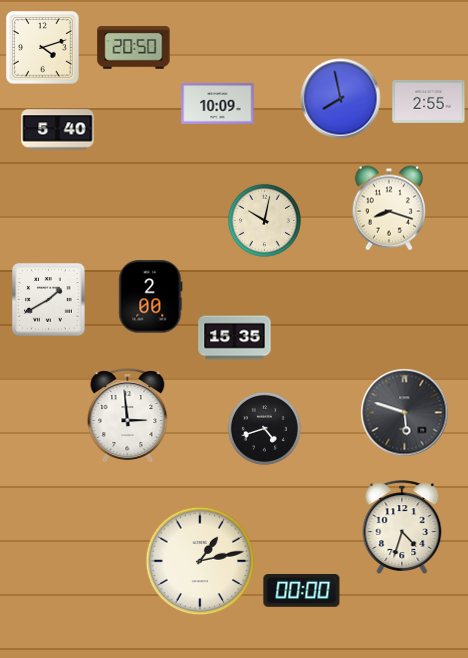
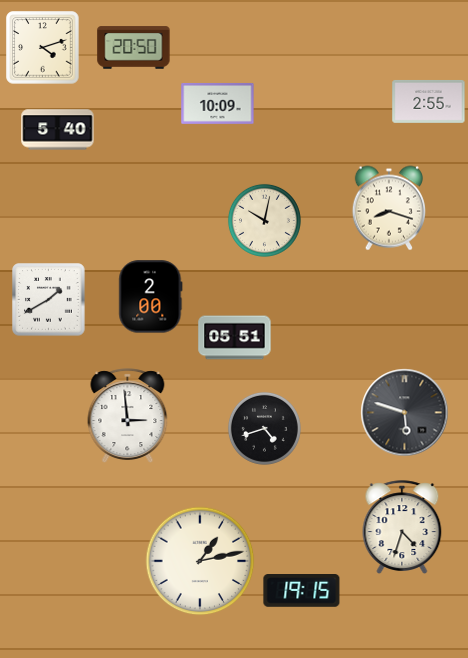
clock at (341, 99): 7:58 -> none
clock at (235, 338): 15:35 -> 05:51
clock at (302, 591): 00:00 -> 19:15
